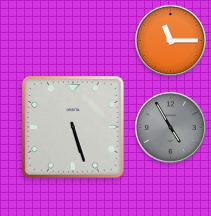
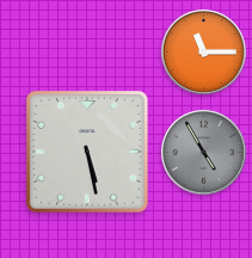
clock at (170, 40) position: (170, 40) -> (203, 51)
clock at (73, 127): 5:27 -> 5:28
